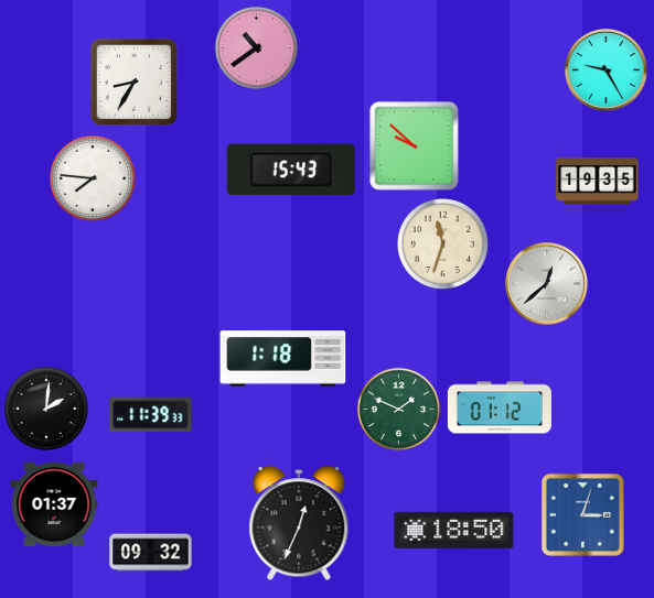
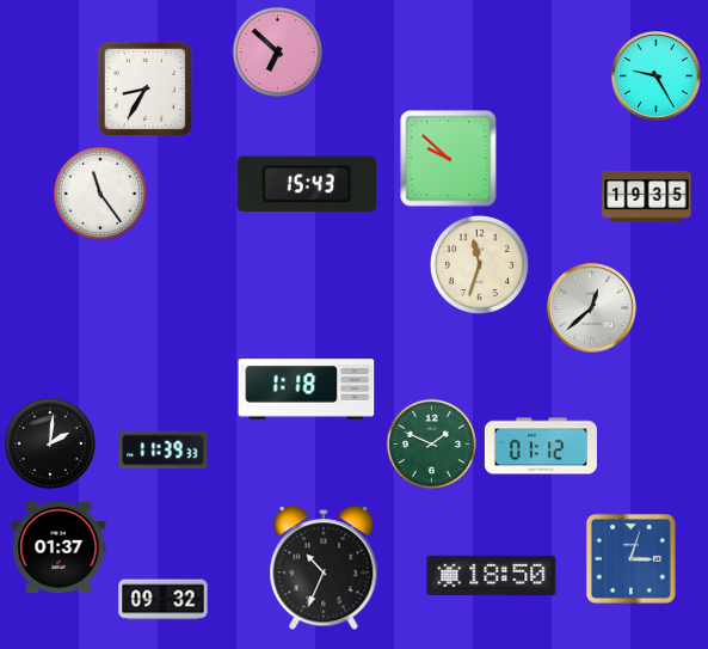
clock at (256, 47): 10:39 -> 6:52
clock at (291, 170) position: (291, 170) -> (307, 184)
clock at (93, 178): 7:46 -> 11:24
clock at (500, 407) position: (500, 407) -> (541, 446)
clock at (299, 524): 12:34 -> 10:34
